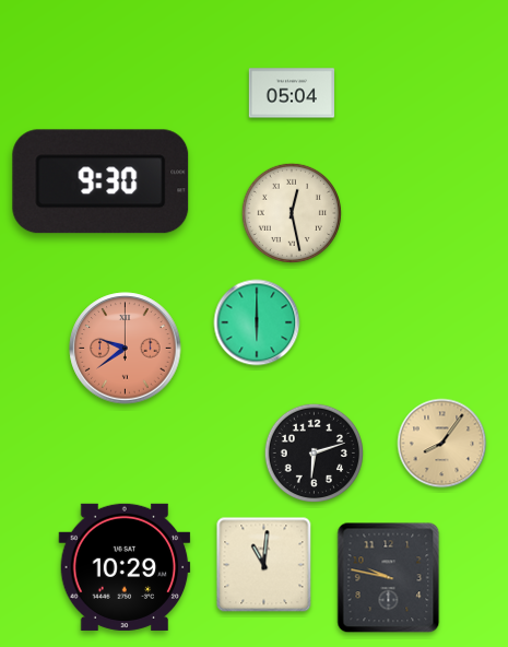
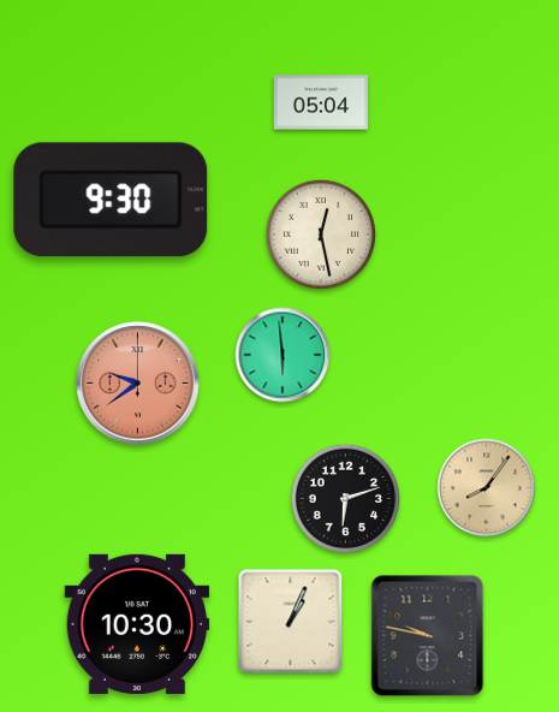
clock at (257, 322): 6:00 -> 5:59
clock at (264, 565): 11:01 -> 1:04
clock at (125, 567): 10:29 -> 10:30
